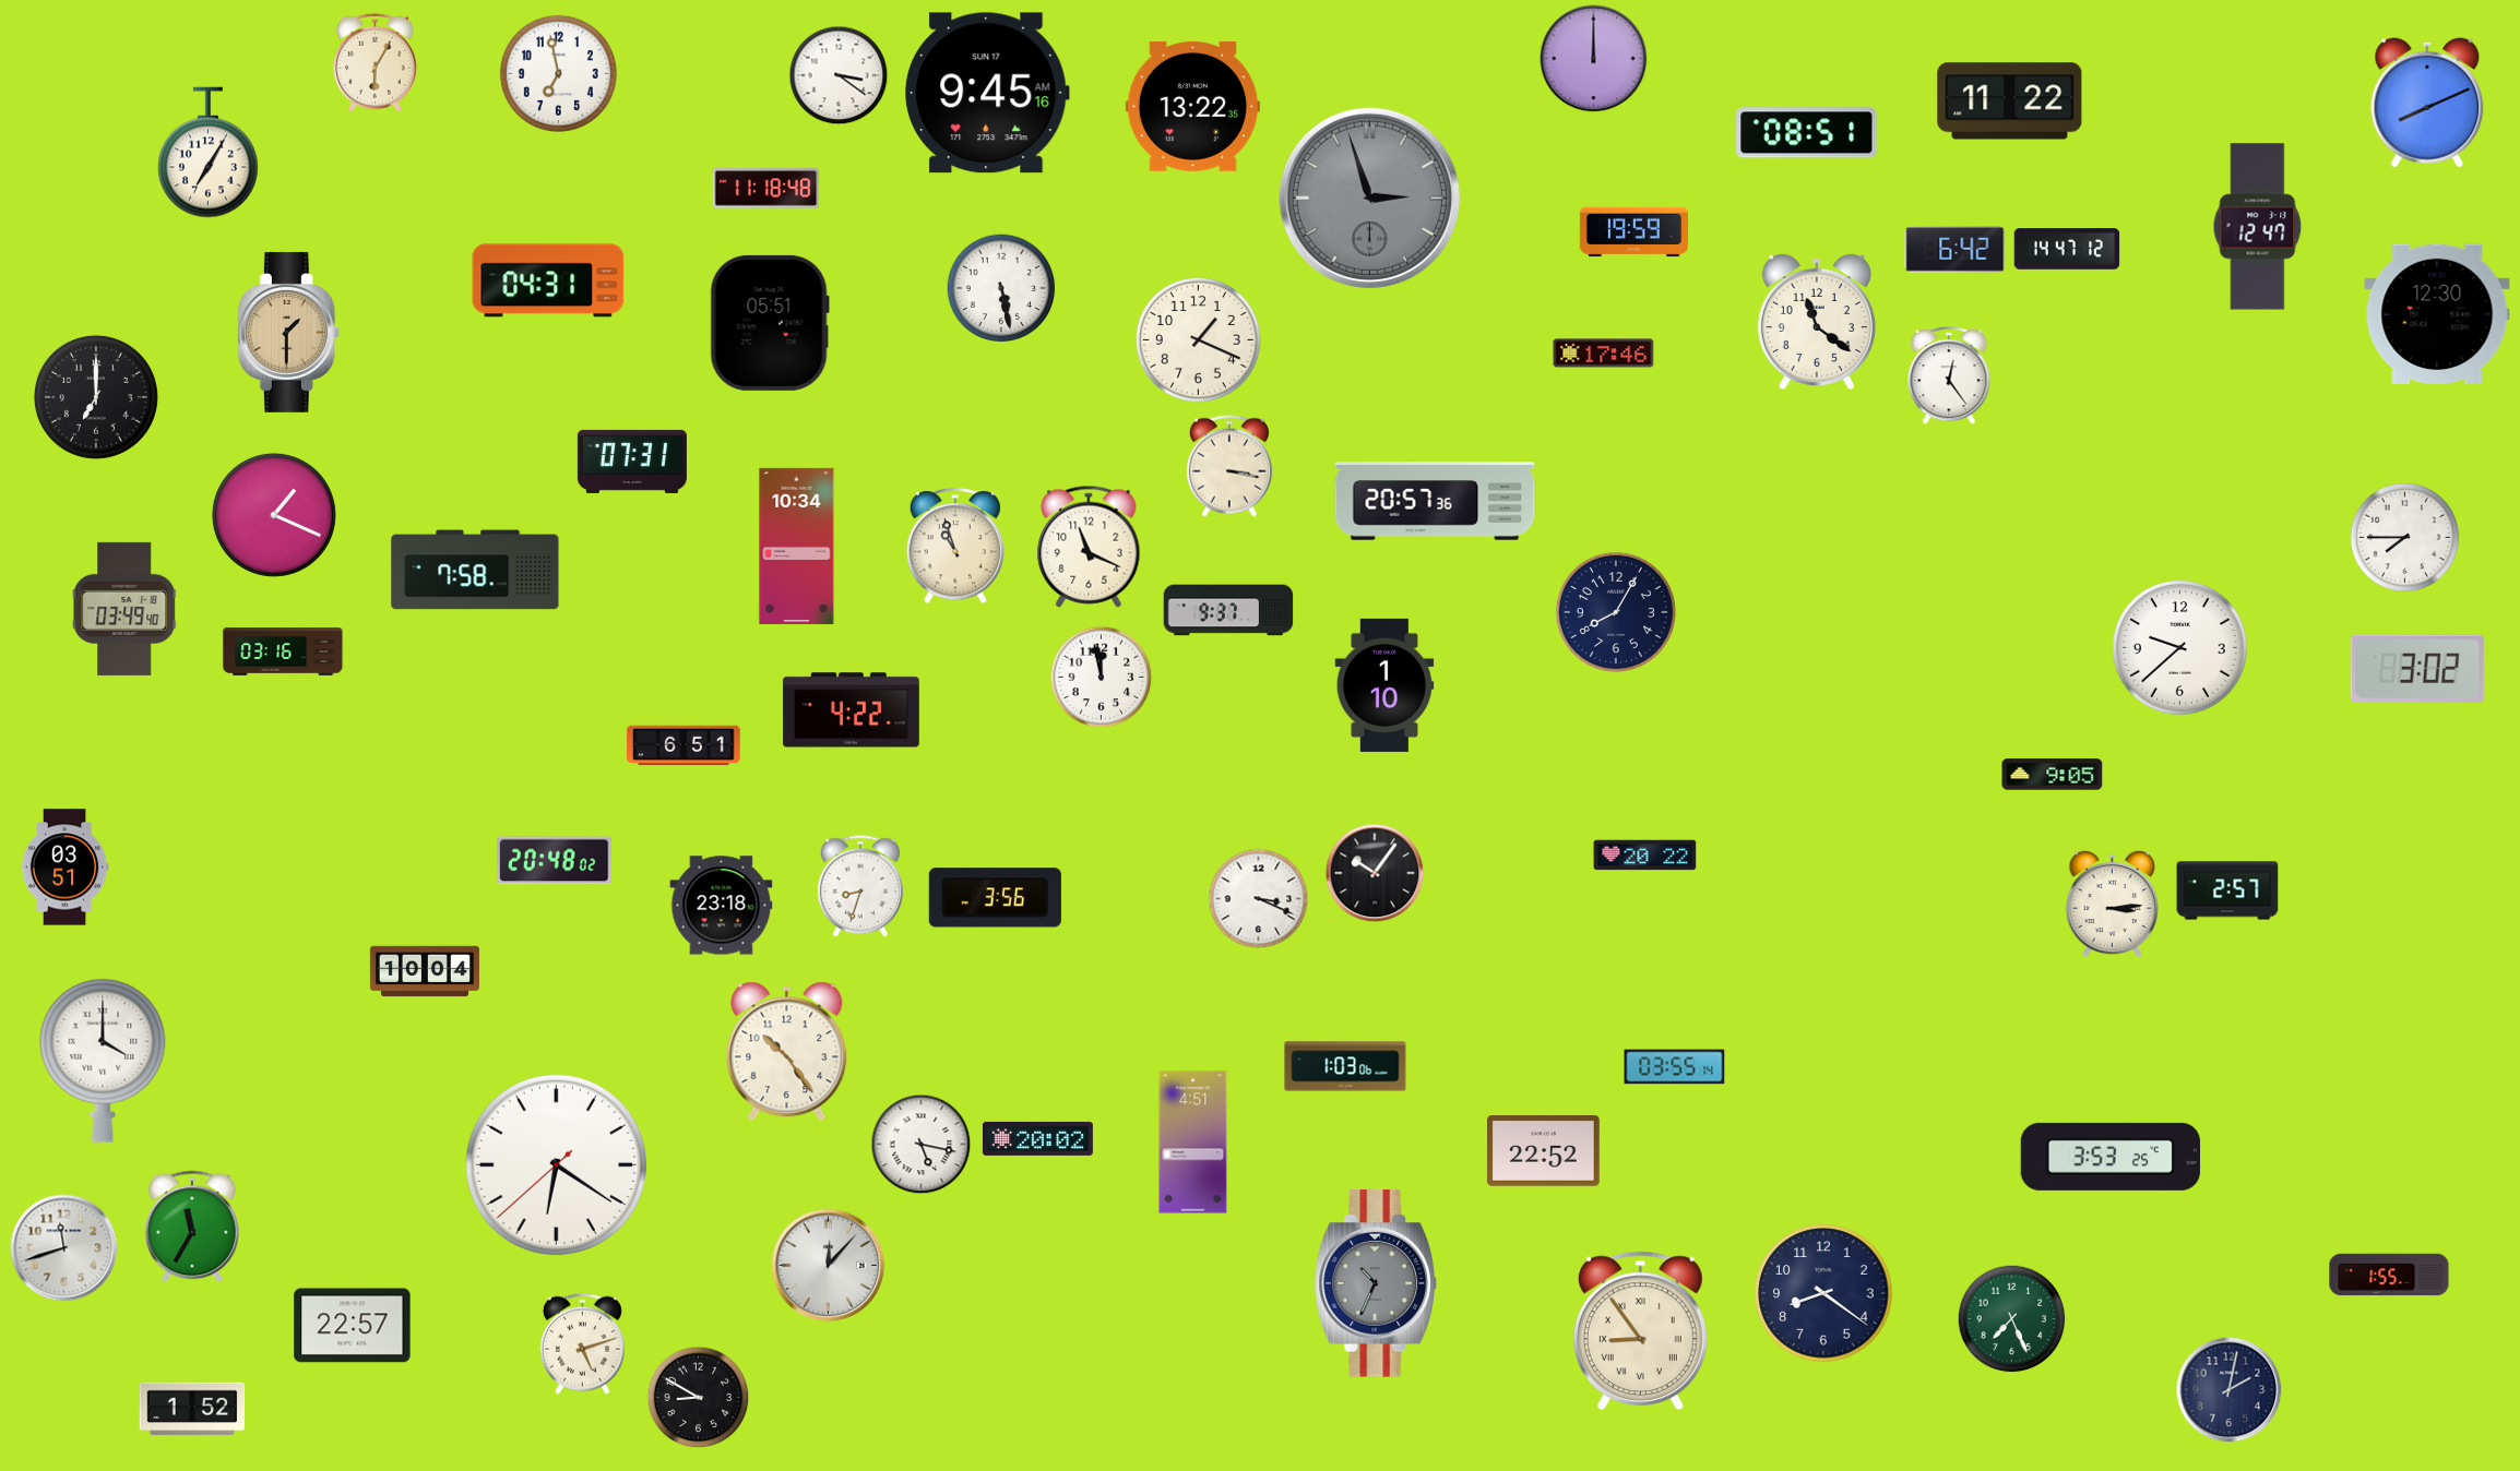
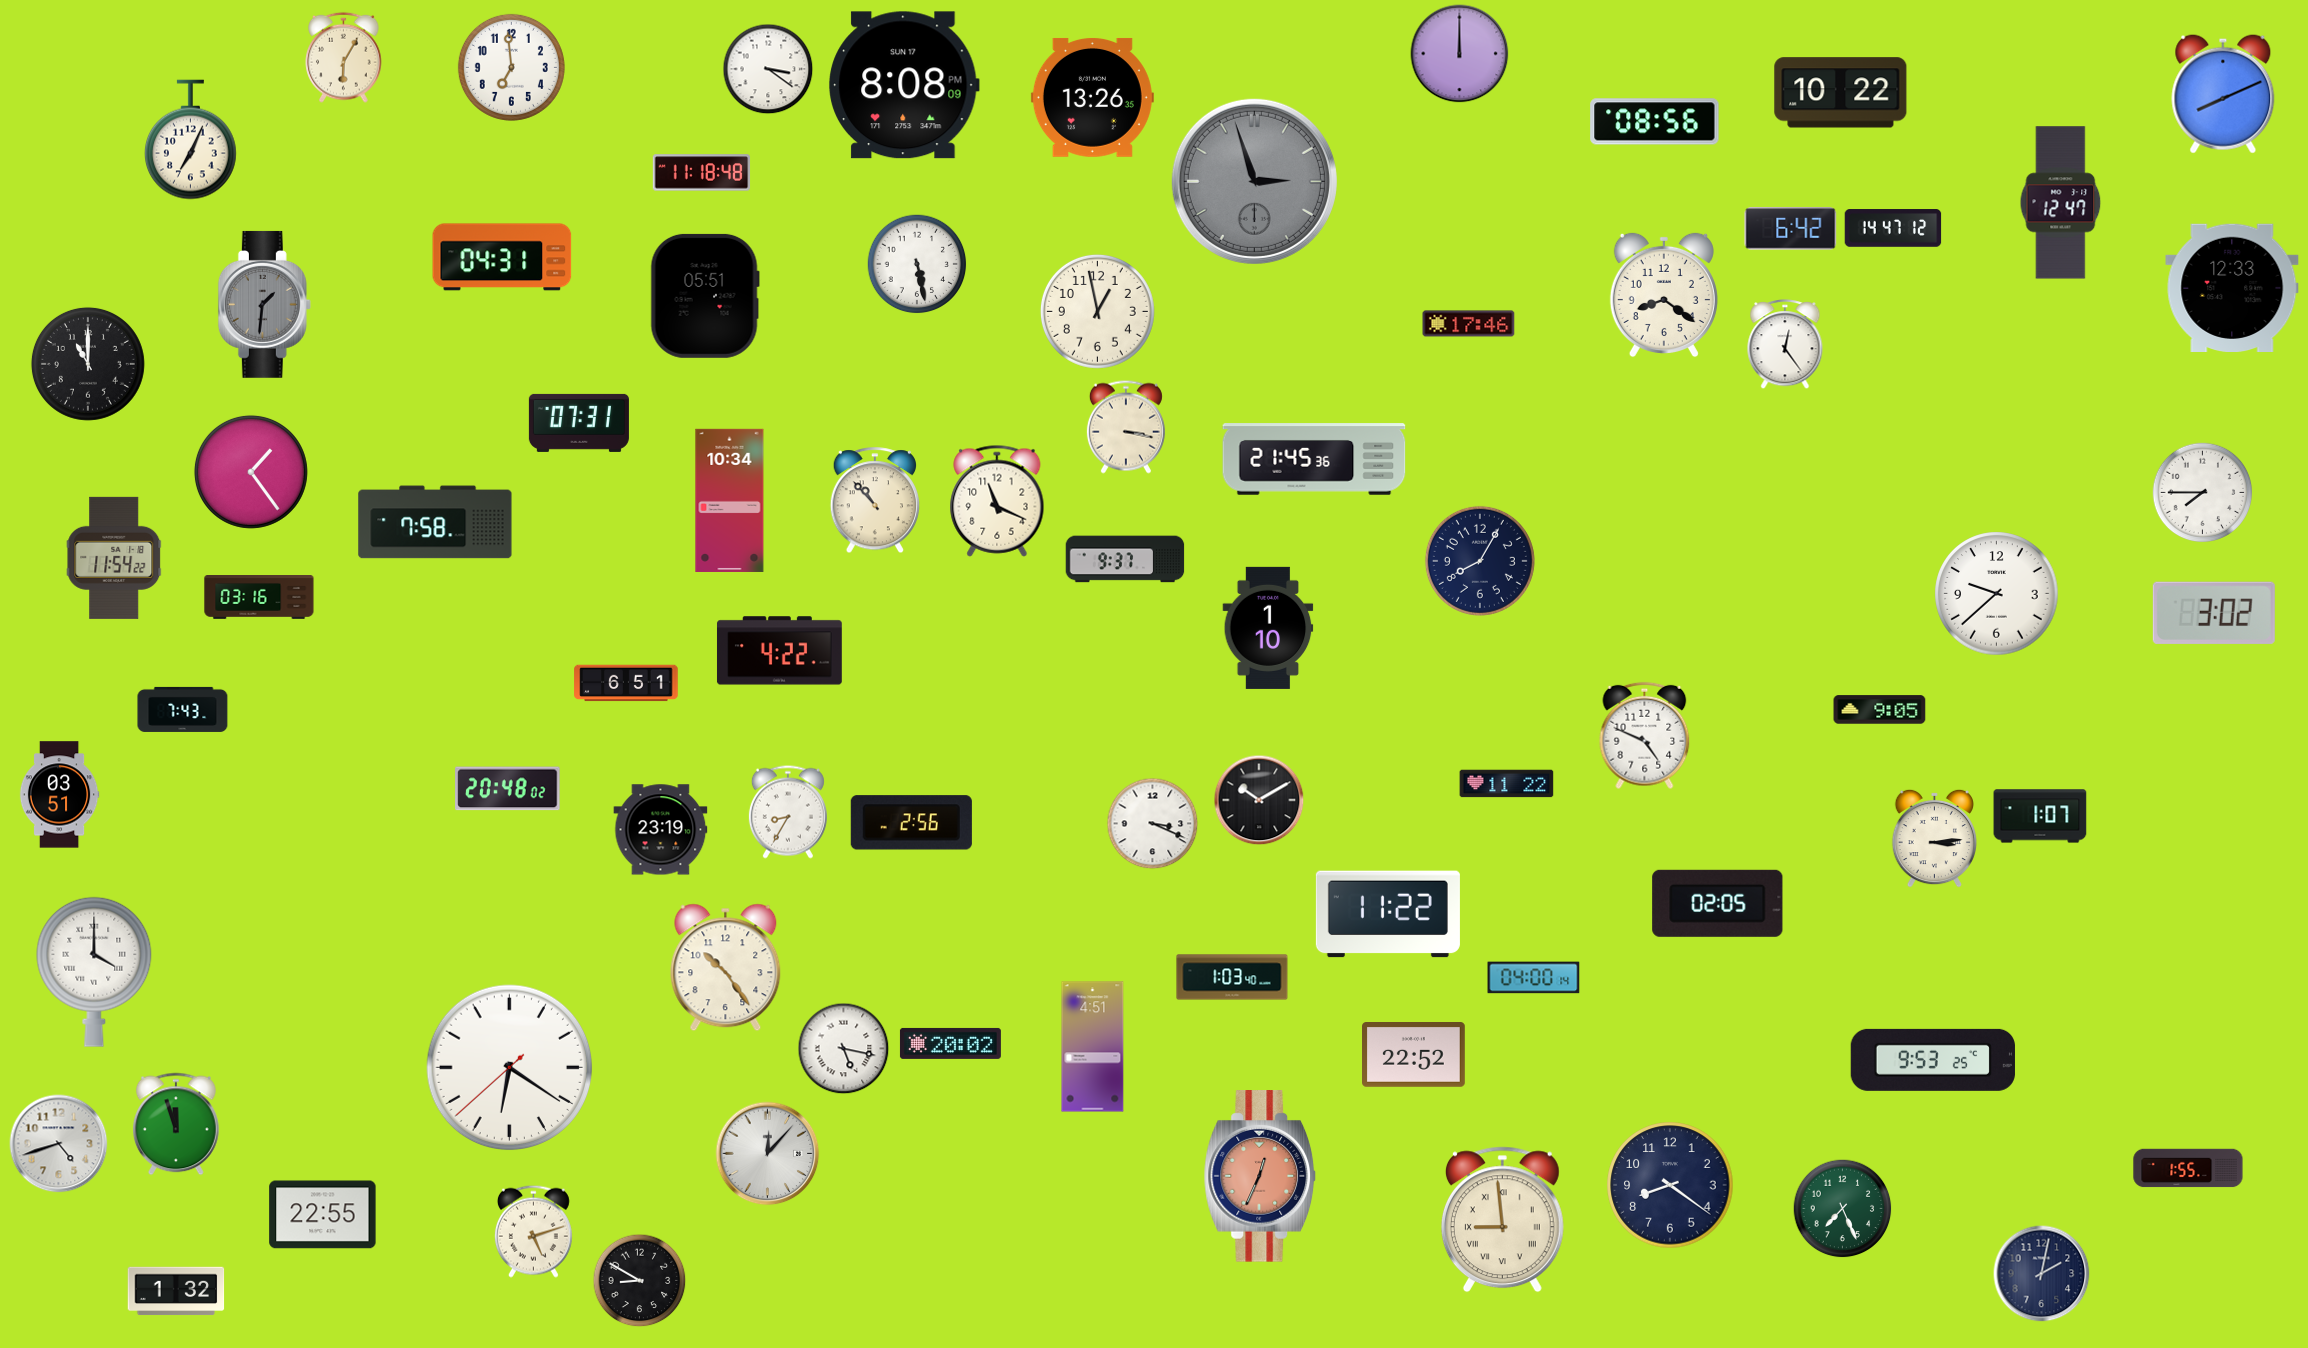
clock at (558, 73): 6:58 -> 6:59
clock at (988, 93): 9:45 -> 8:08
clock at (2010, 101): 11:22 -> 10:22
clock at (1192, 106): 13:22 -> 13:26
clock at (1807, 133): 08:51 -> 08:56
clock at (207, 153): 7:05 -> 7:04
clock at (2258, 227) position: (2258, 227) -> (2061, 203)
clock at (1633, 232): 19:59 -> none
clock at (2437, 313): 12:30 -> 12:33
clock at (1817, 322): 11:21 -> 8:21
clock at (288, 332): 1:30 -> 1:31
clock at (288, 332) dial: champagne -> grey
clock at (1198, 339): 1:19 -> 12:58
clock at (96, 397): 7:00 -> 11:00
clock at (1435, 501): 20:57 -> 21:45
clock at (274, 515): 1:19 -> 1:24
clock at (954, 547): 10:57 -> 10:53
clock at (124, 609): 03:49 -> 11:54
clock at (1102, 678): 11:58 -> none
clock at (183, 709): none -> 7:43
clock at (1645, 736): none -> 4:49
clock at (1645, 856): 20:22 -> 11:22
clock at (1375, 873): 10:06 -> 10:10
clock at (860, 886): 8:33 -> 8:35
clock at (2227, 890): 2:57 -> 1:07
clock at (995, 898): 3:56 -> 2:56
clock at (2112, 904) position: (2112, 904) -> (1934, 838)
clock at (722, 906): 23:18 -> 23:19
clock at (425, 971): 10:04 -> none
clock at (1718, 903): none -> 02:05
clock at (1388, 914): none -> 11:22
clock at (787, 1052) position: (787, 1052) -> (726, 968)
clock at (1345, 1066): 1:03:06 -> 1:03:40
clock at (1675, 1067): 03:55 -> 04:00
clock at (2111, 1157): 3:53 -> 9:53
clock at (192, 1227): 11:35 -> 11:57
clock at (64, 1248): 11:42 -> 4:42
clock at (829, 1266) position: (829, 1266) -> (768, 1154)
clock at (1376, 1283): 10:34 -> 12:34
clock at (1376, 1283) dial: grey -> salmon
clock at (353, 1326): 22:57 -> 22:55
clock at (1640, 1331): 8:54 -> 8:59
clock at (192, 1409): 1:52 -> 1:32
